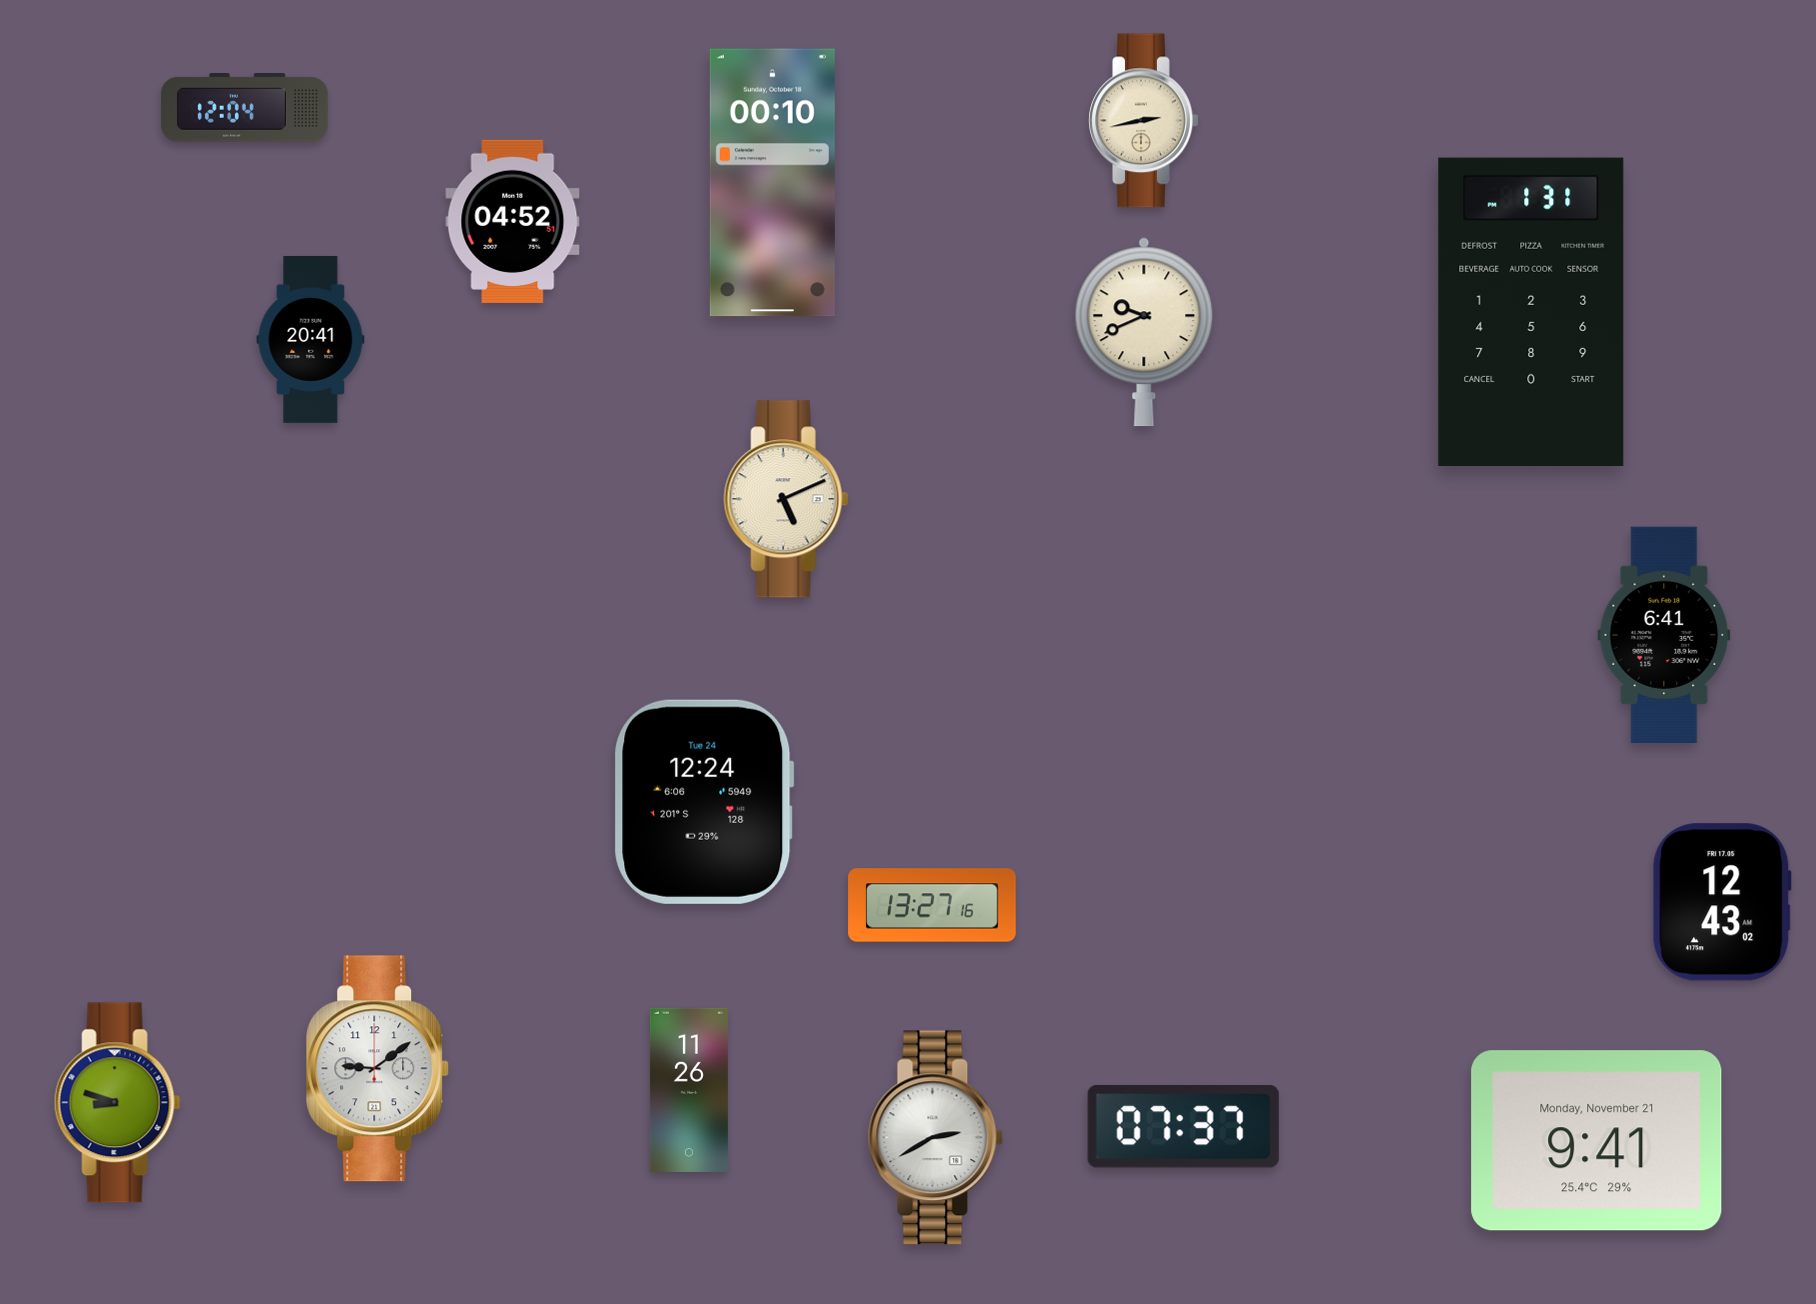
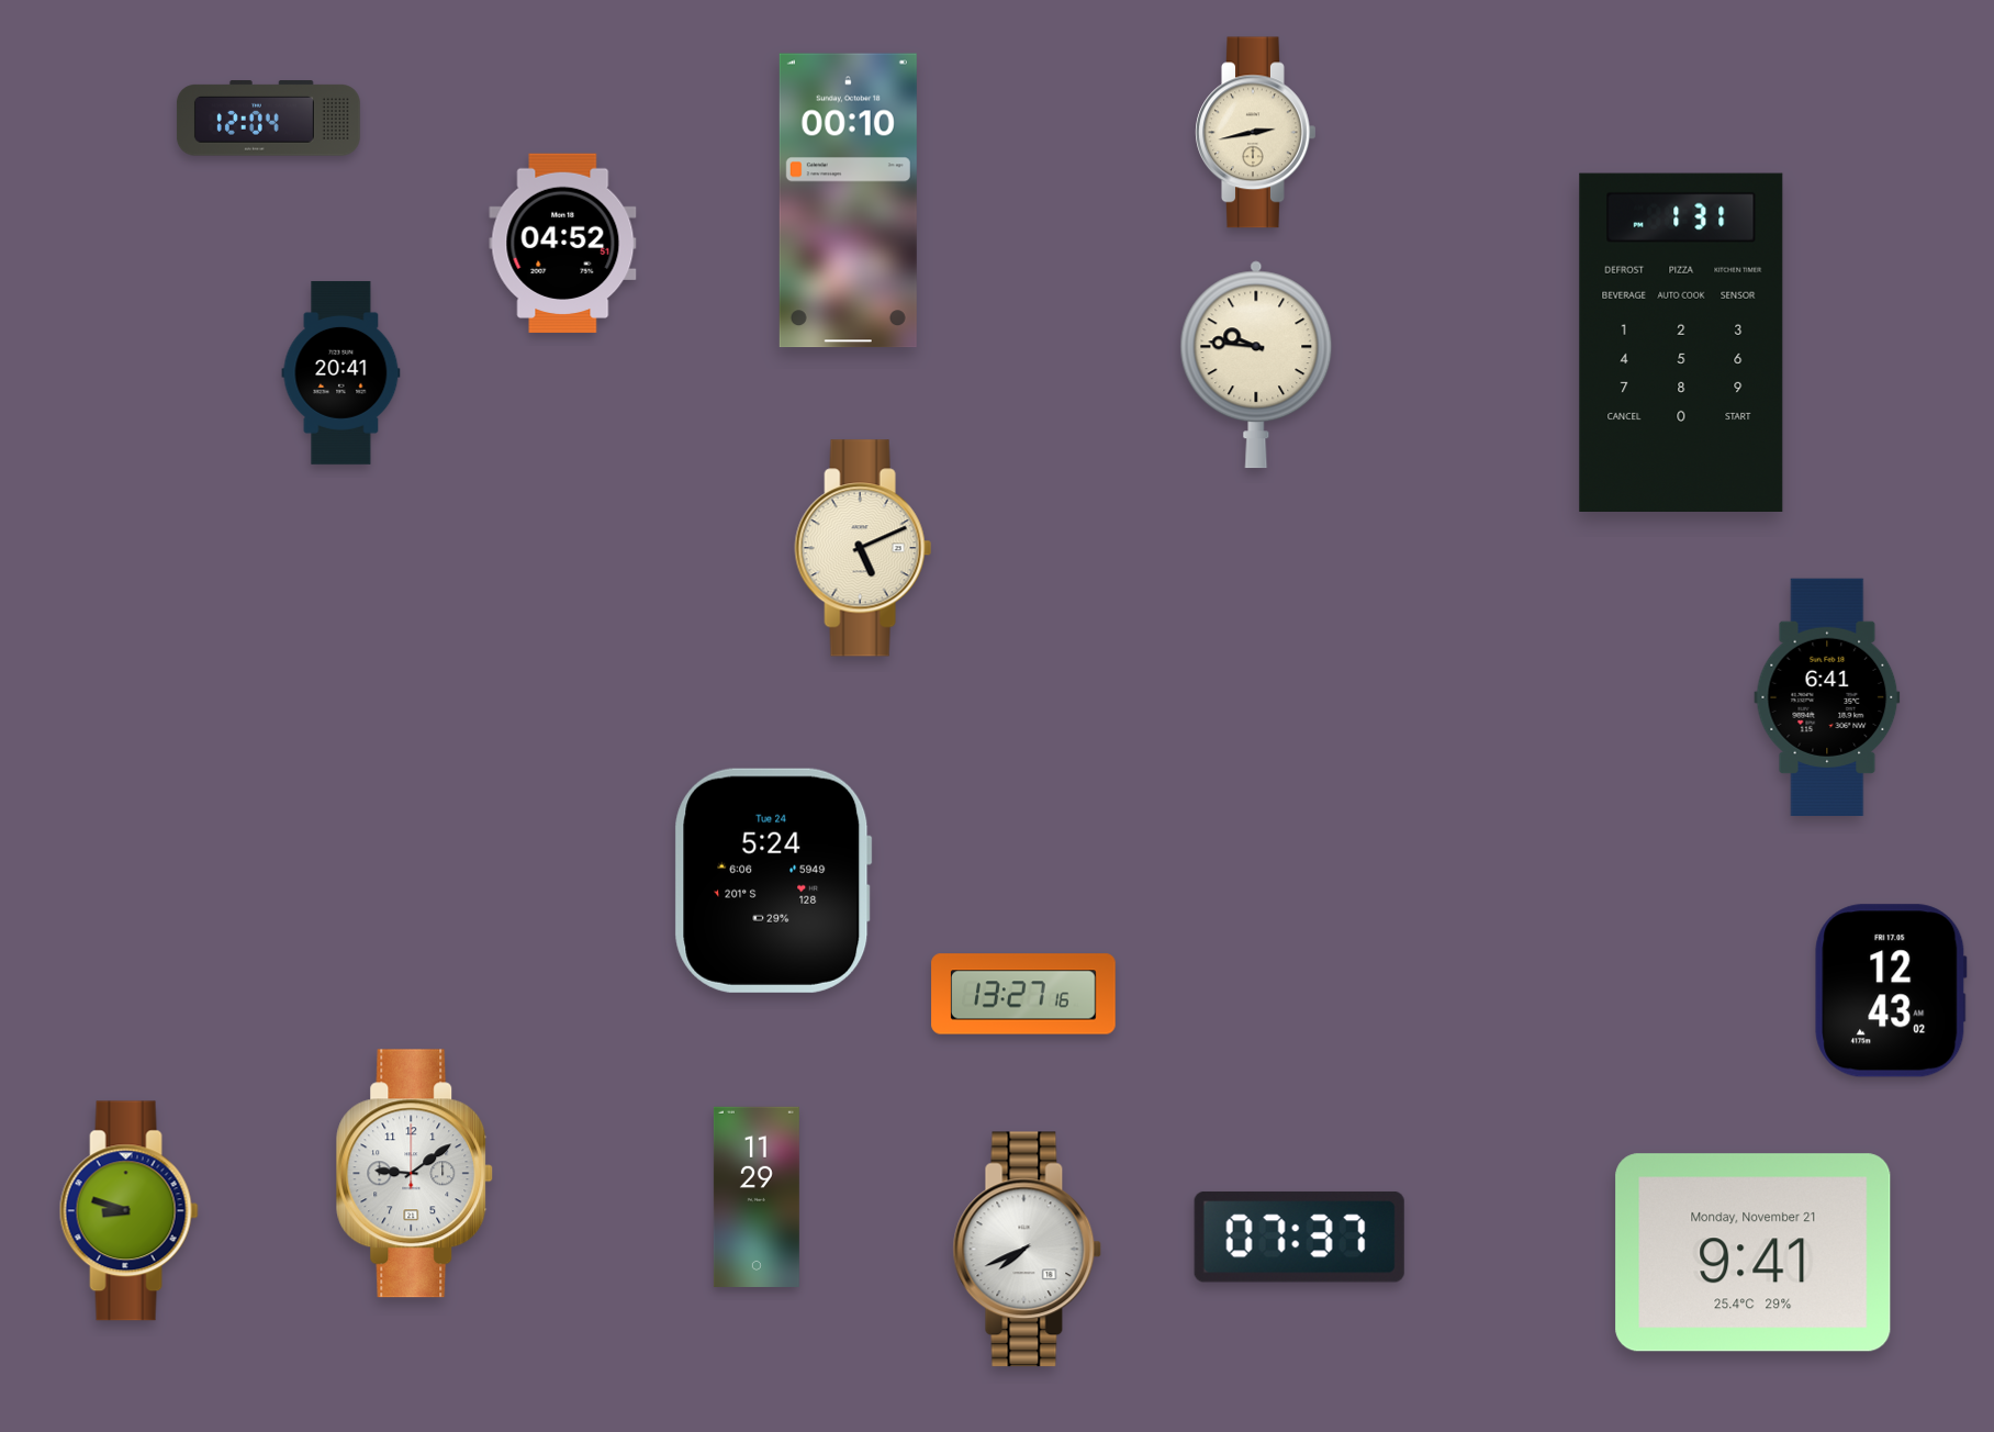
clock at (1144, 332): 9:41 -> 9:46
clock at (704, 802): 12:24 -> 5:24
clock at (689, 1090): 11:26 -> 11:29
clock at (936, 1138): 2:40 -> 7:41
